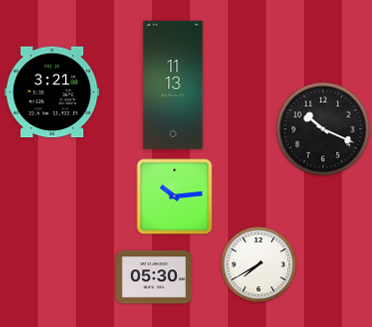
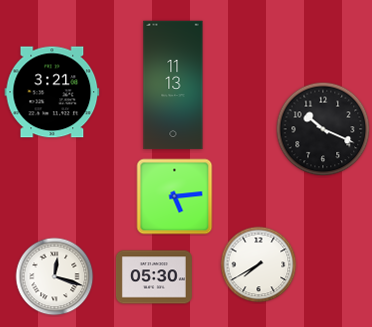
clock at (175, 197): 10:14 -> 5:14
clock at (55, 277): none -> 12:18
